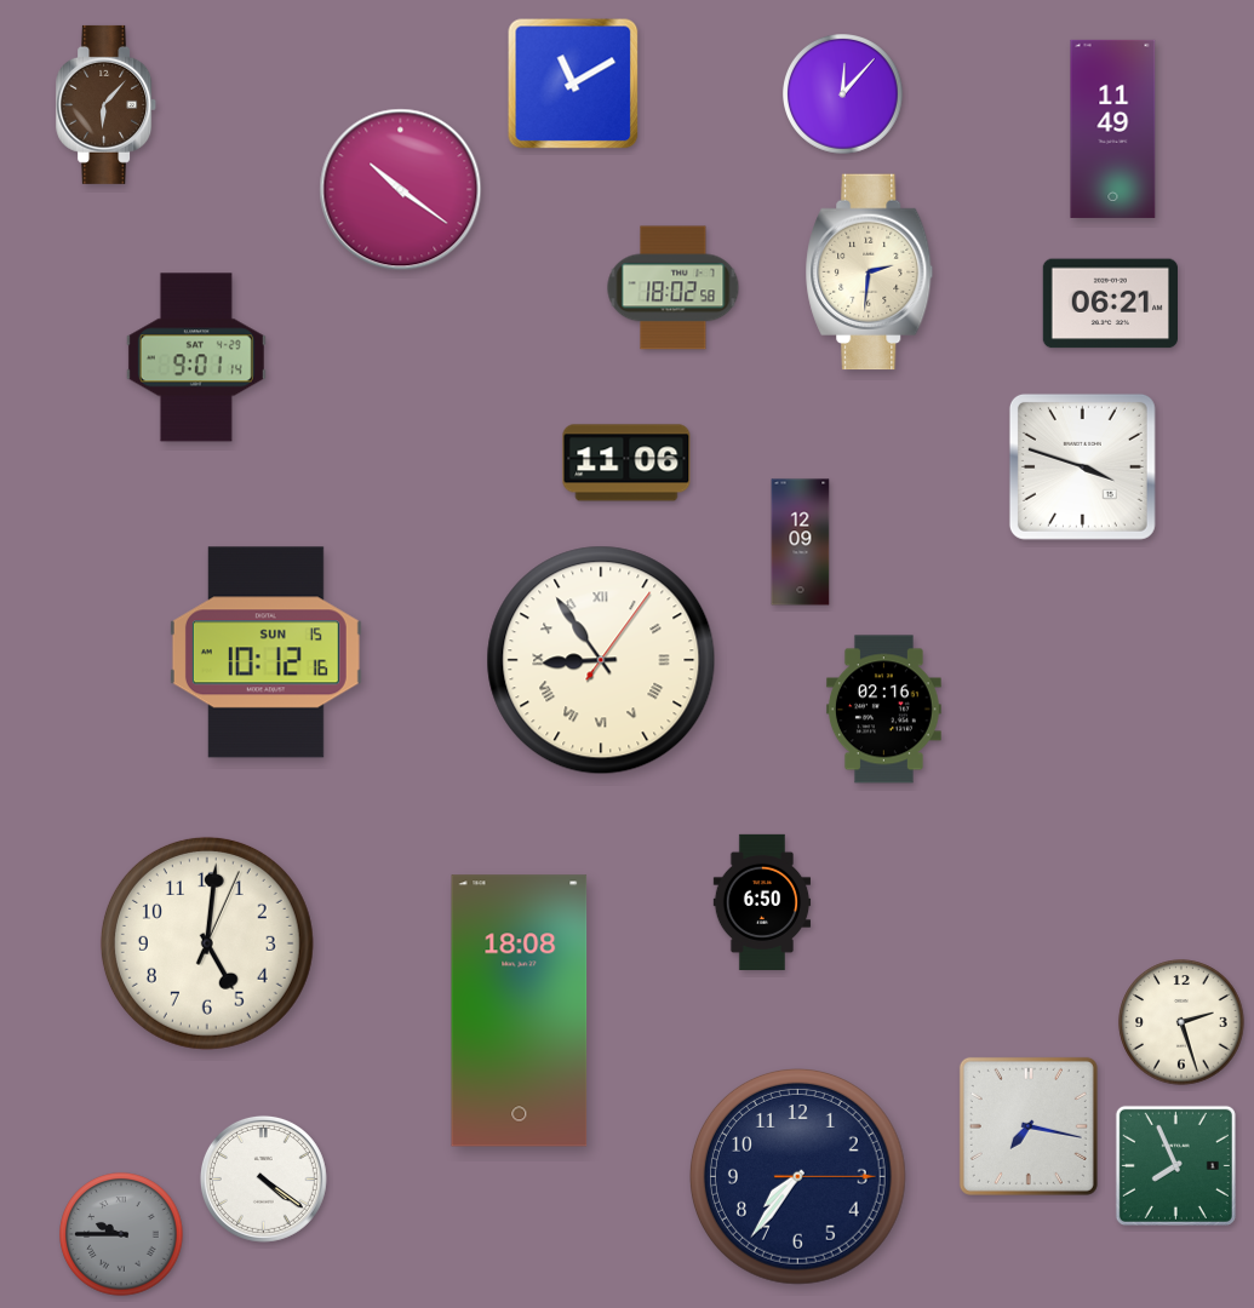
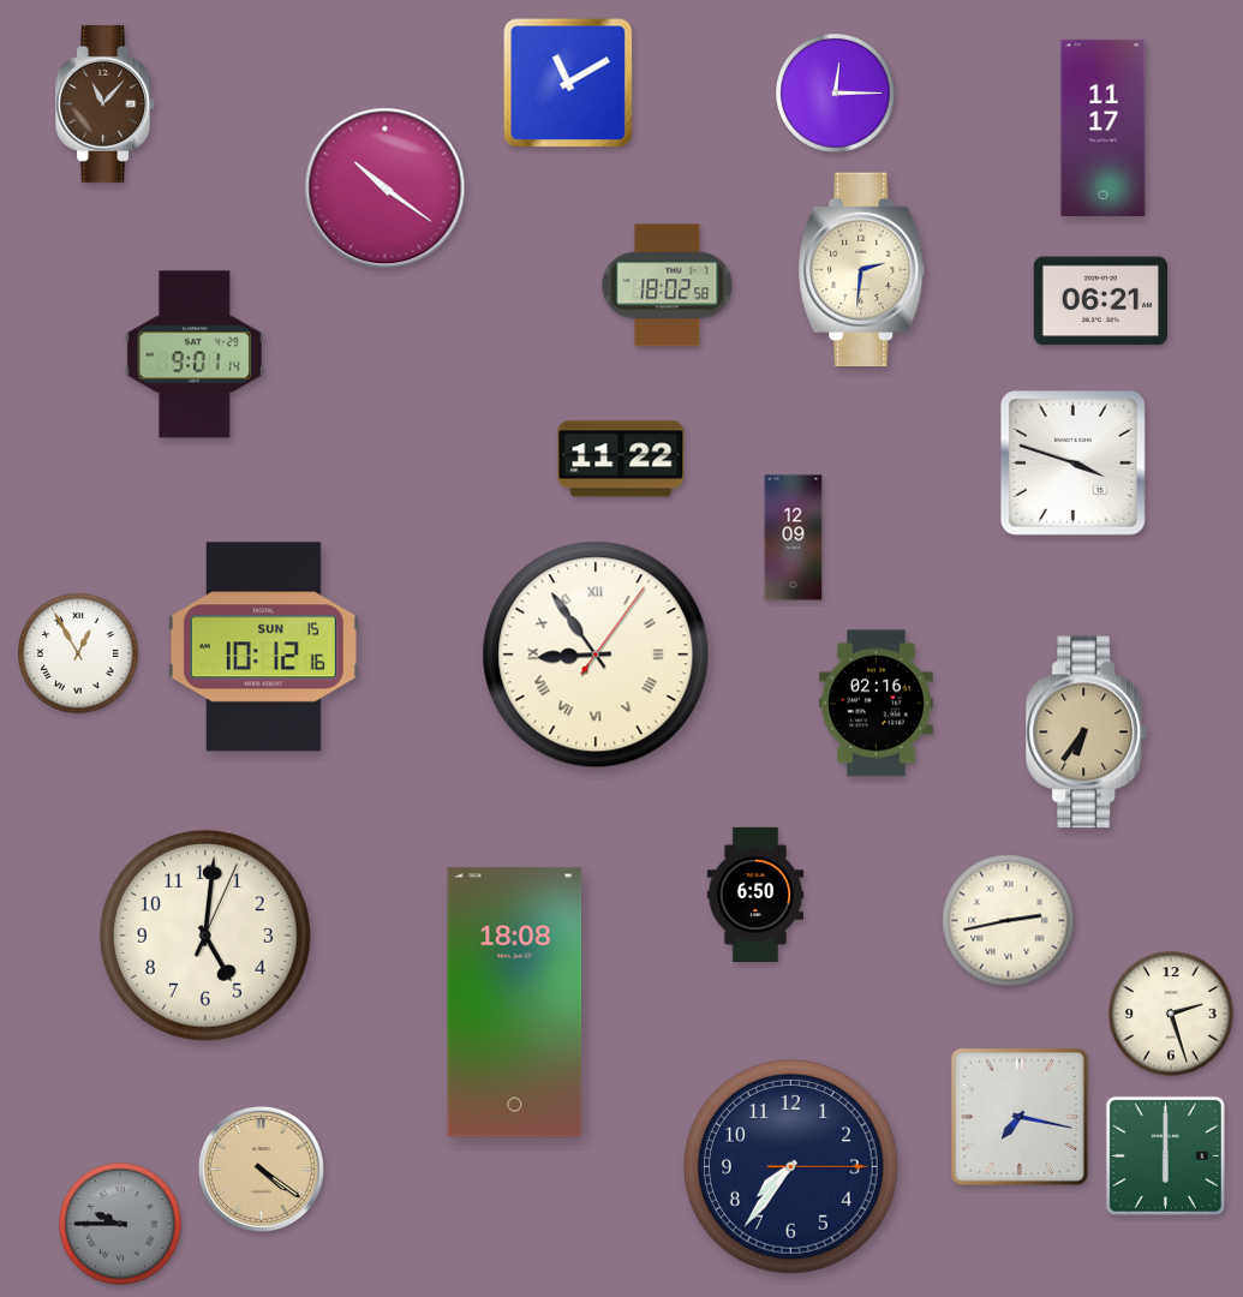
clock at (843, 94): 12:07 -> 12:15
clock at (107, 104): 6:07 -> 11:07
clock at (1113, 128): 11:49 -> 11:17
clock at (401, 190) position: (401, 190) -> (386, 189)
clock at (626, 463): 11:06 -> 11:22
clock at (79, 655): none -> 12:55
clock at (1087, 733): none -> 6:36
clock at (1009, 921): none -> 2:43
clock at (1175, 1165): 7:56 -> 6:00
clock at (263, 1178) dial: white -> champagne
